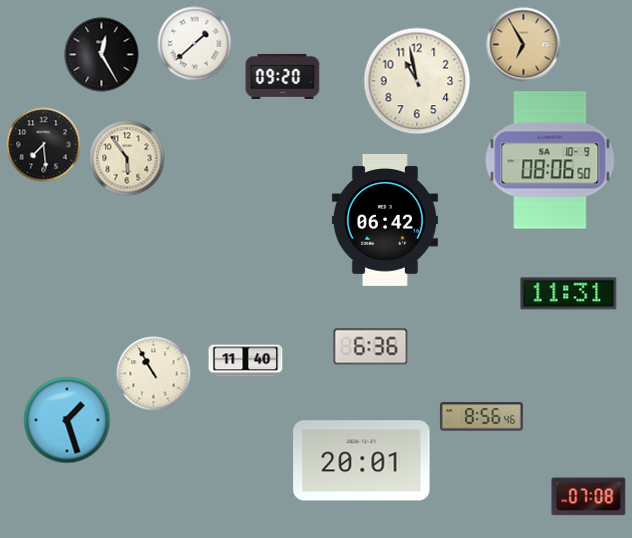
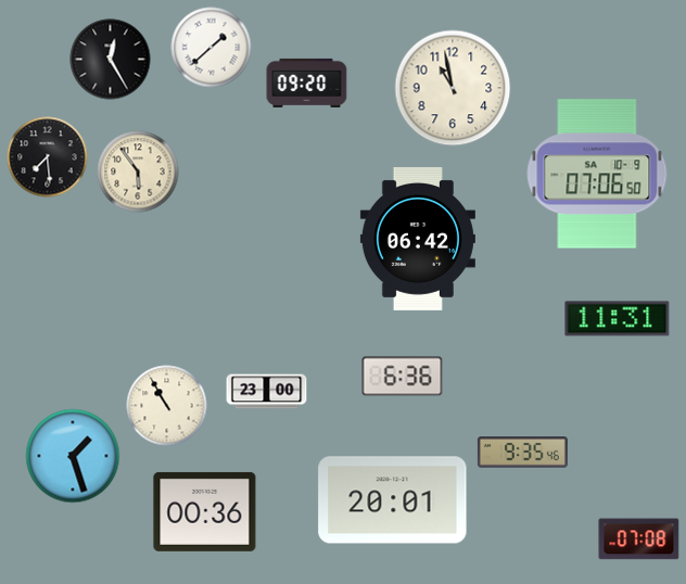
clock at (524, 45): 6:55 -> none
clock at (550, 160): 08:06 -> 07:06
clock at (246, 361): 11:40 -> 23:00
clock at (481, 417): 8:56 -> 9:35
clock at (205, 511): none -> 00:36
